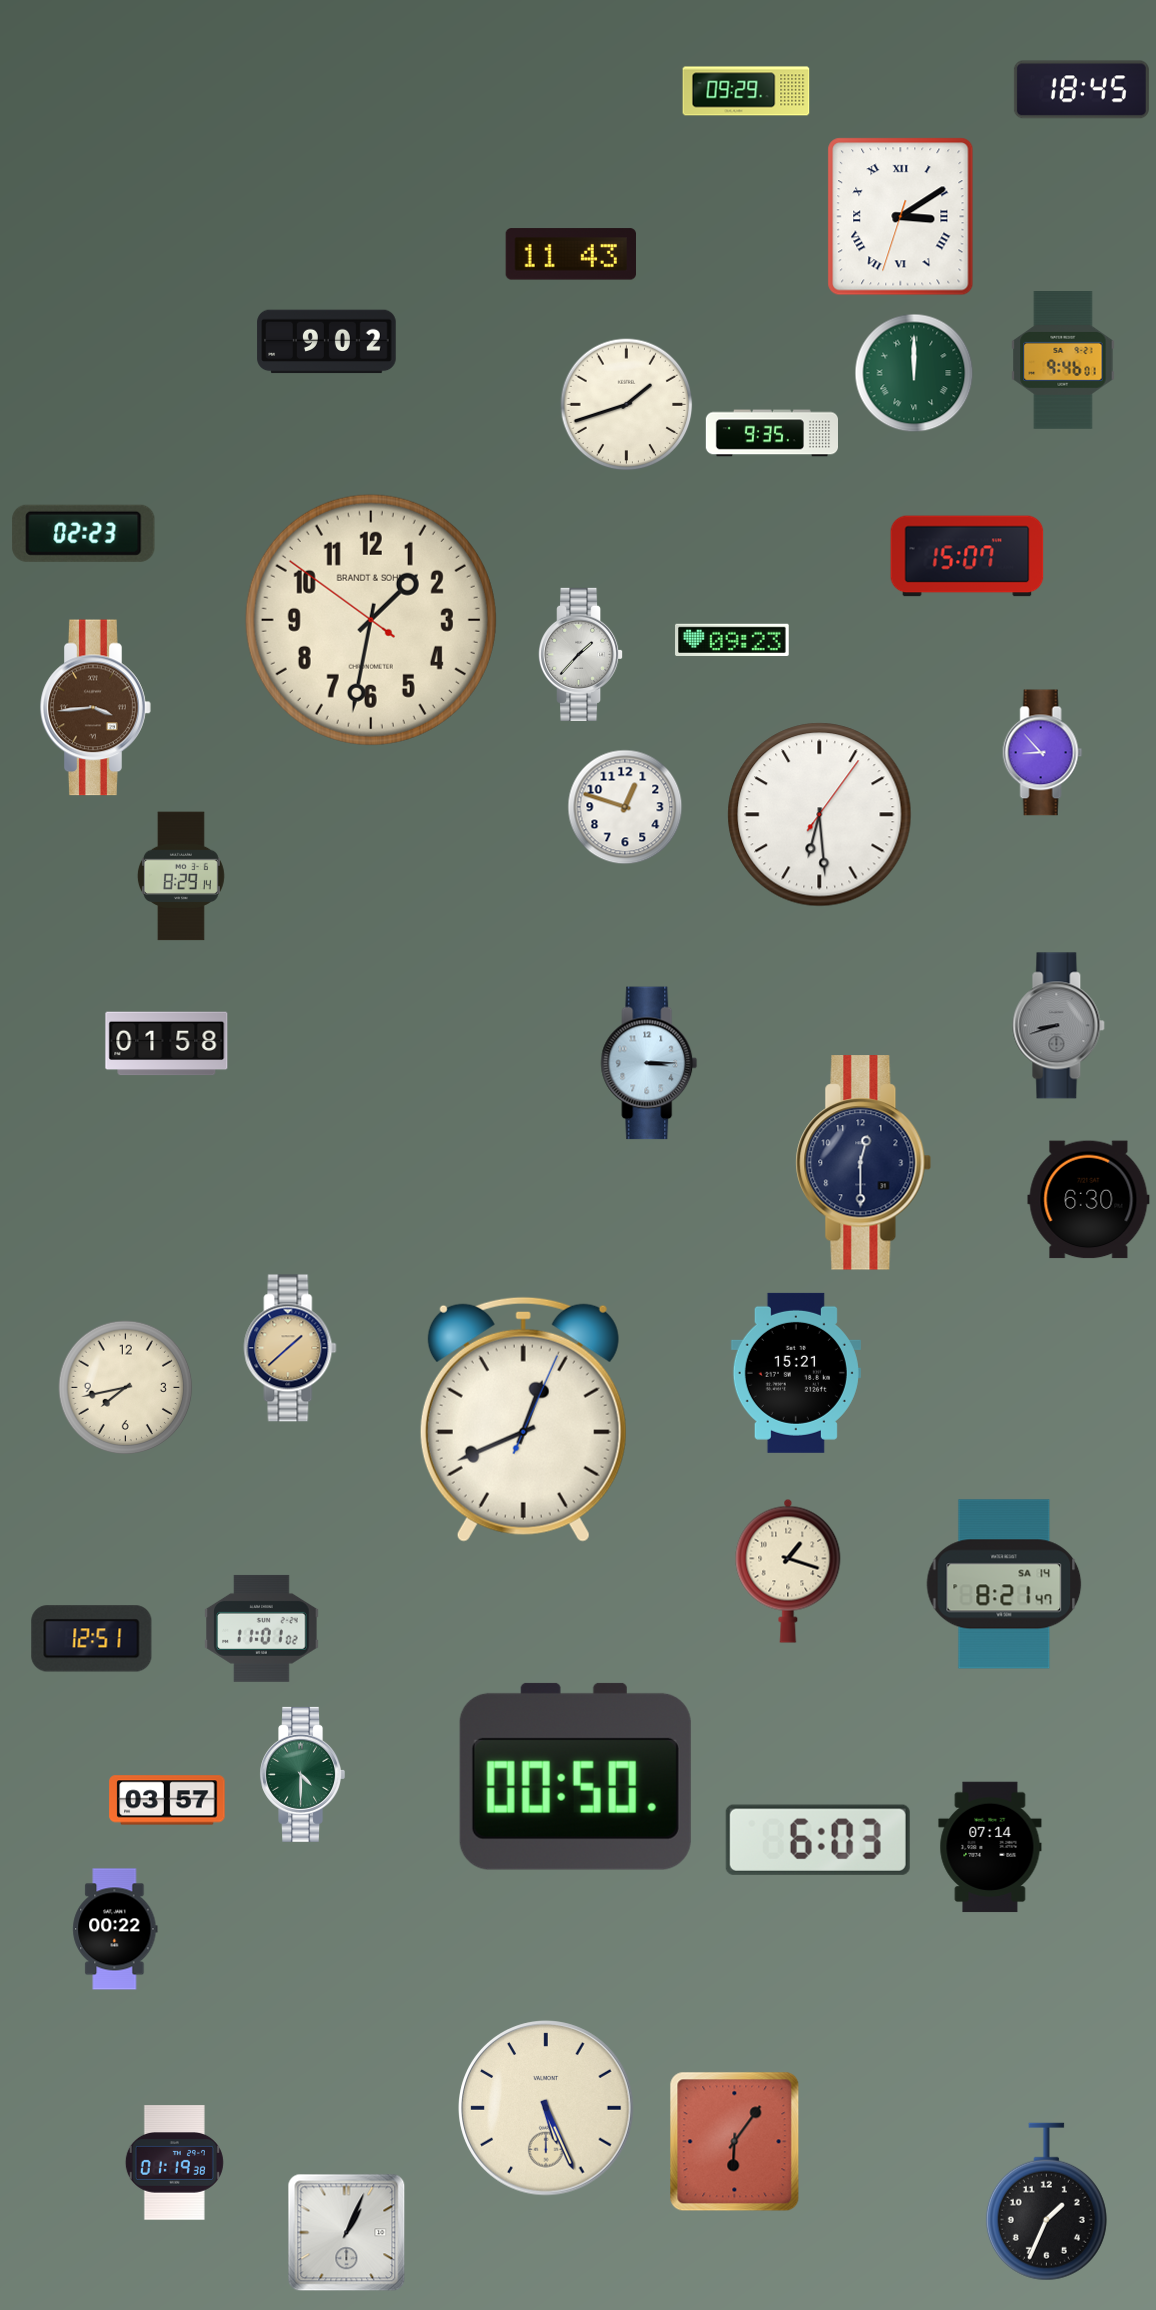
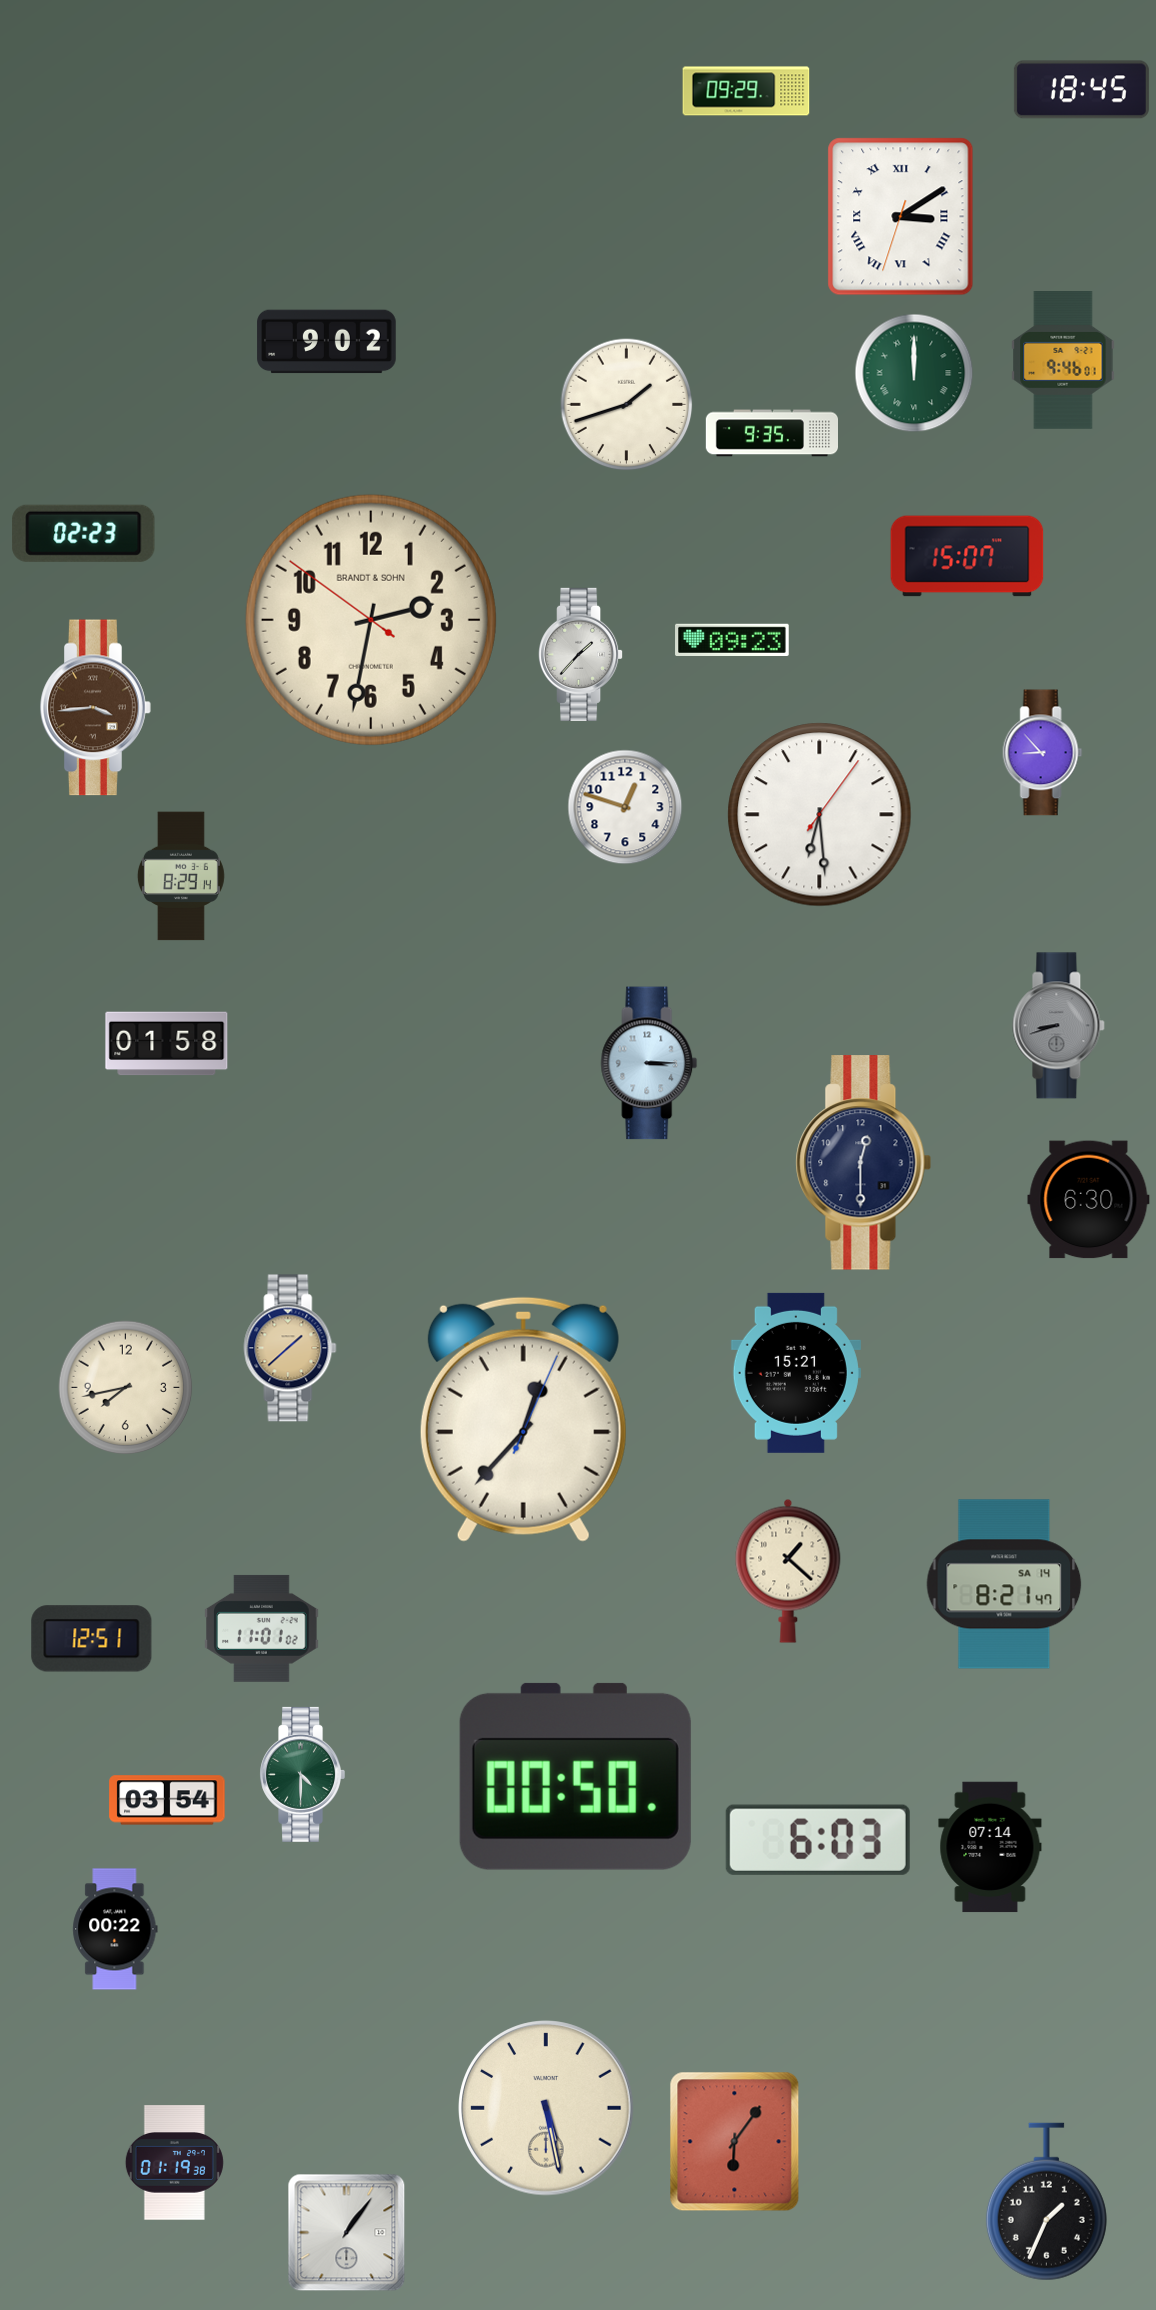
clock at (570, 254): 11:43 -> none
clock at (371, 620): 1:31 -> 2:31
clock at (523, 1419): 12:41 -> 12:37
clock at (788, 1571): 1:18 -> 1:22
clock at (167, 1800): 03:57 -> 03:54
clock at (546, 2108): 5:26 -> 5:28
clock at (347, 2233): 1:04 -> 1:06
